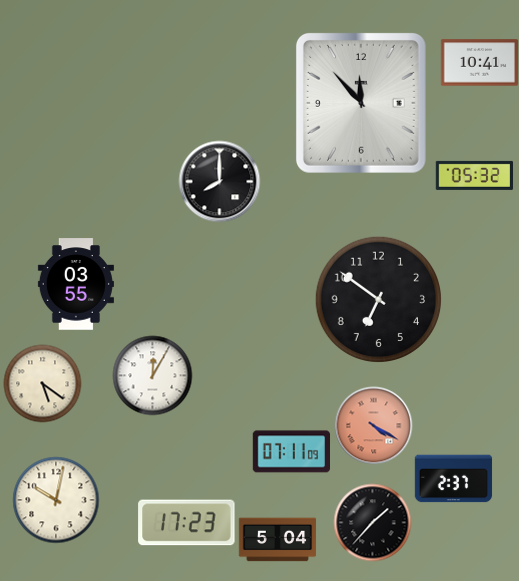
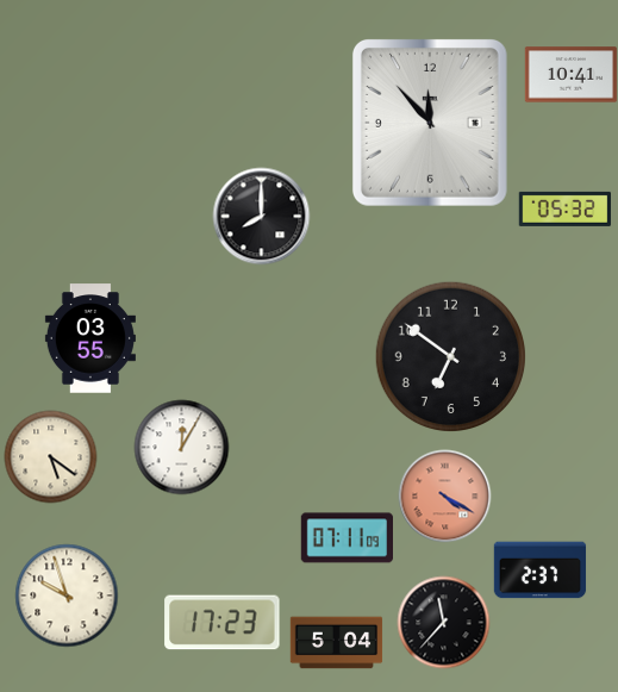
clock at (373, 425) position: (373, 425) -> (444, 495)
clock at (56, 500): 10:02 -> 9:57
clock at (372, 522): 1:37 -> 11:37
clock at (277, 540) position: (277, 540) -> (336, 643)
